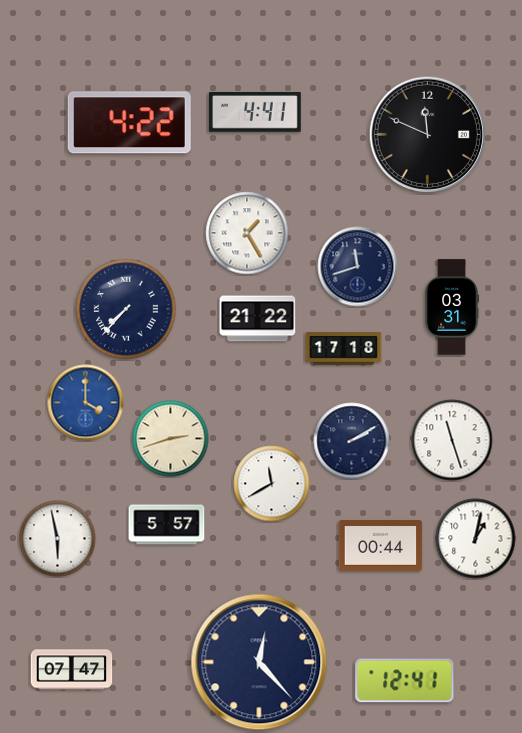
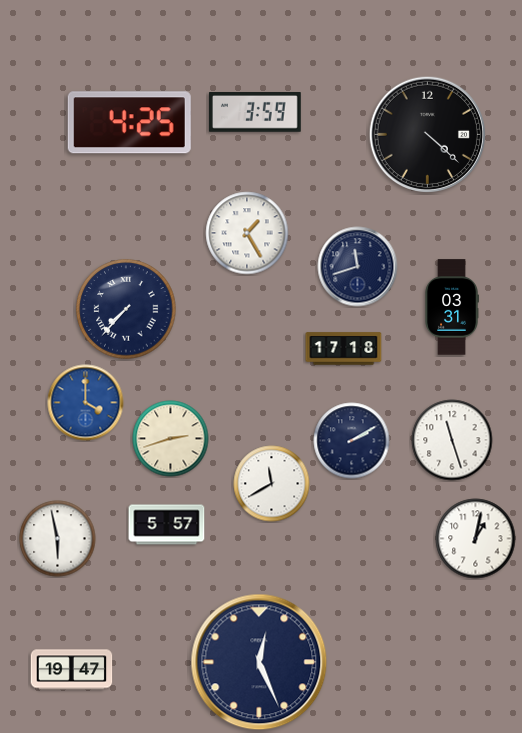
clock at (255, 113): 4:41 -> 3:59
clock at (129, 123): 4:22 -> 4:25
clock at (427, 134): 11:49 -> 4:22
clock at (258, 319): 21:22 -> none
clock at (381, 546): 00:44 -> none
clock at (259, 662): 12:23 -> 12:26
clock at (72, 670): 07:47 -> 19:47
clock at (405, 681): 12:41 -> none
